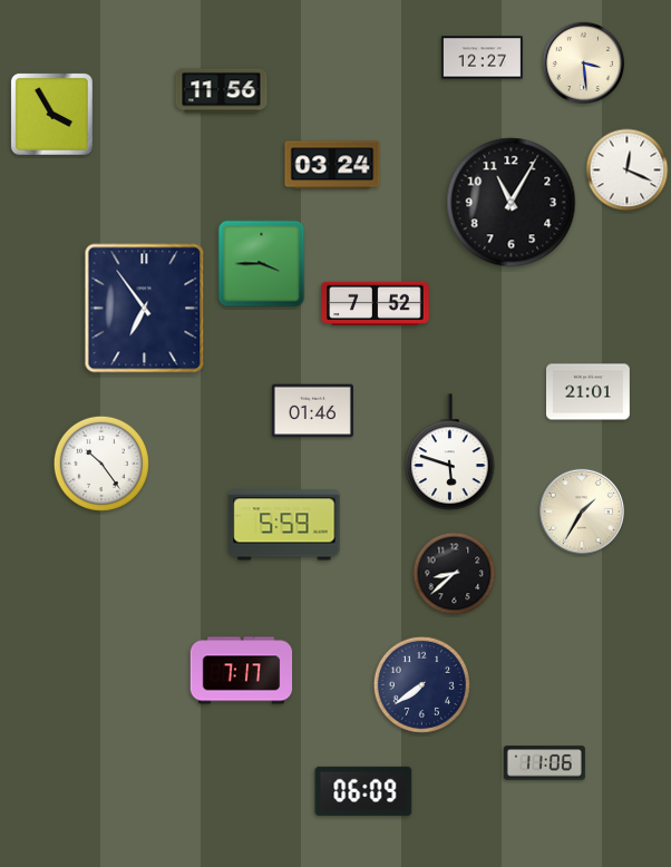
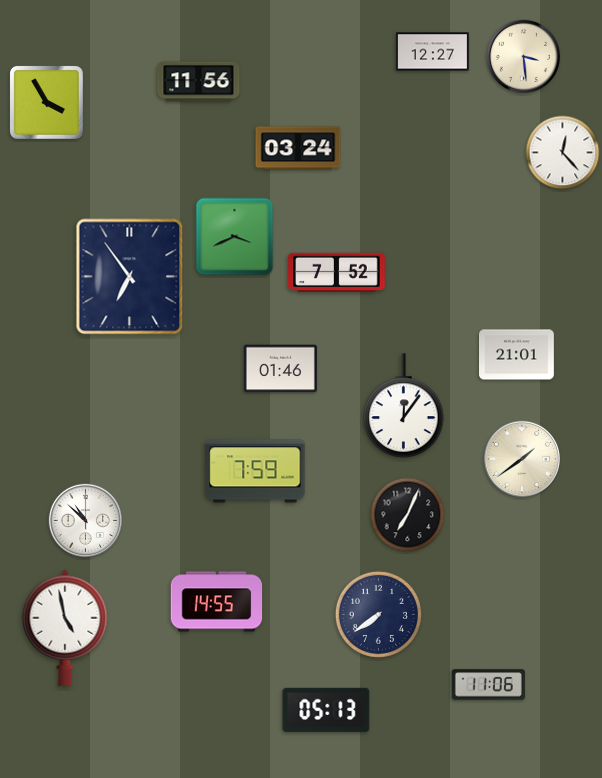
clock at (628, 171): 12:19 -> 12:23
clock at (512, 203): 11:05 -> none
clock at (262, 264): 3:45 -> 3:41
clock at (589, 392) position: (589, 392) -> (517, 355)
clock at (450, 452): 5:48 -> 12:06
clock at (101, 464): 10:24 -> none
clock at (581, 510): 1:35 -> 1:39
clock at (284, 525): 5:59 -> 7:59
clock at (455, 574): 8:38 -> 7:04
clock at (85, 520): none -> 10:52
clock at (242, 671): 7:17 -> 14:55
clock at (65, 628): none -> 4:58
clock at (363, 791): 06:09 -> 05:13
